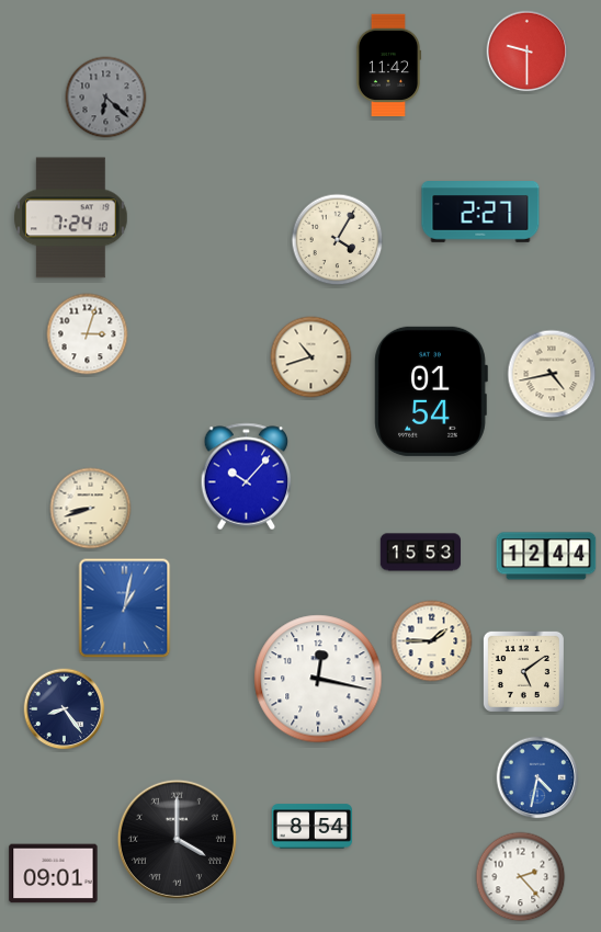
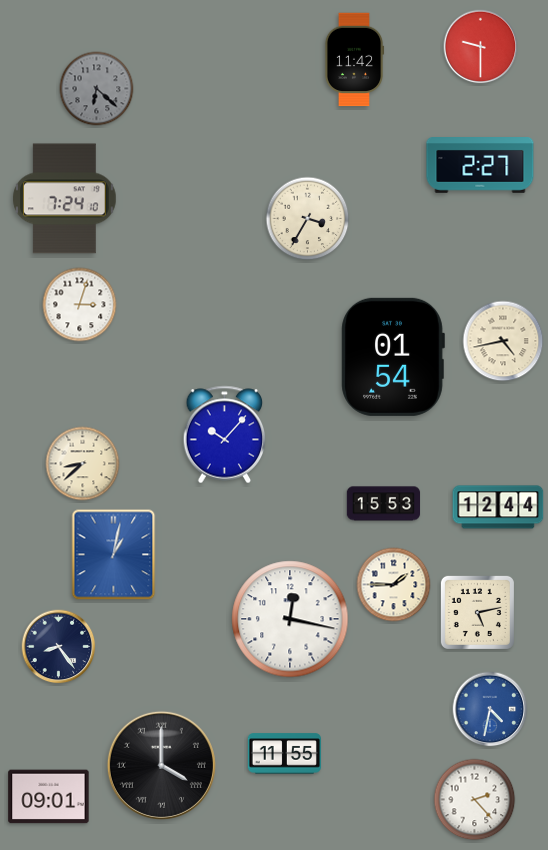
clock at (480, 213) position: (480, 213) -> (480, 166)
clock at (338, 240): 4:05 -> 3:35
clock at (311, 357): 10:42 -> none
clock at (91, 509): 8:42 -> 8:38
clock at (523, 671): 5:09 -> 5:13
clock at (311, 827): 8:54 -> 11:55
